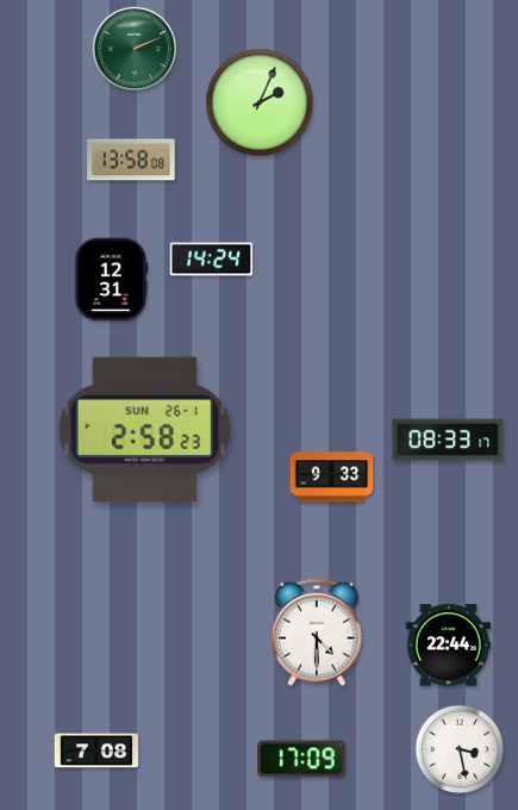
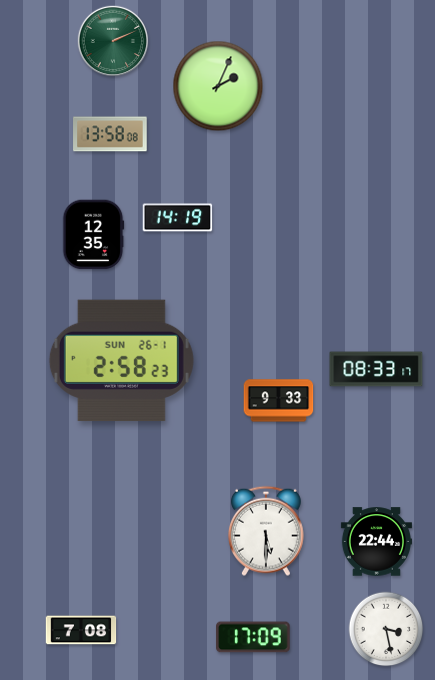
clock at (212, 260): 14:24 -> 14:19
clock at (111, 280): 12:31 -> 12:35
clock at (317, 633): 4:30 -> 5:30
